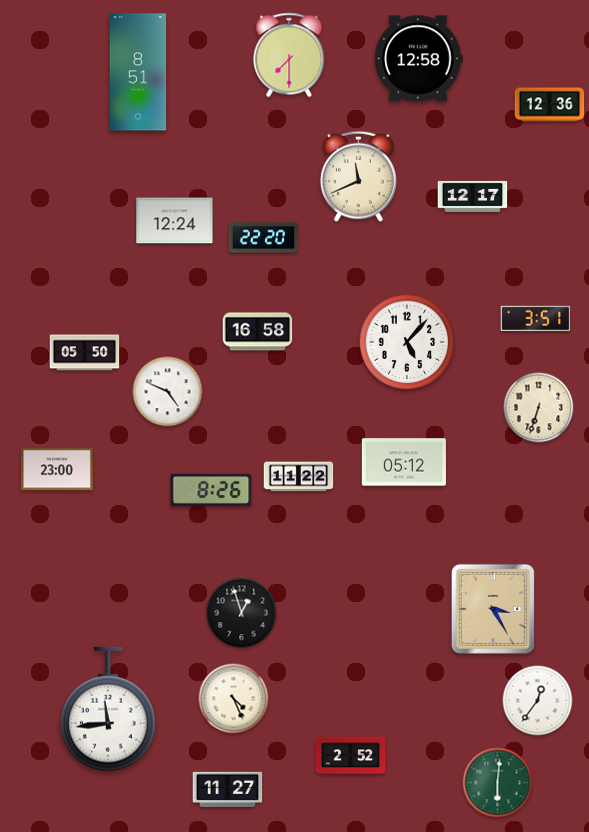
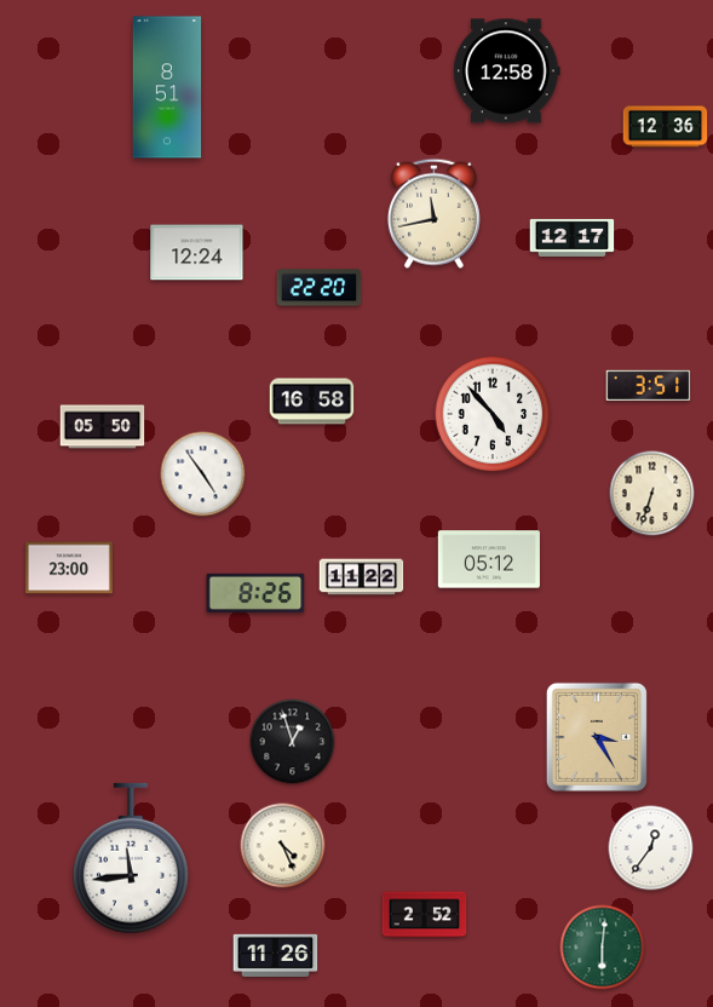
clock at (289, 55): 7:30 -> none
clock at (358, 176): 11:41 -> 11:43
clock at (175, 221) position: (175, 221) -> (197, 253)
clock at (407, 342): 5:07 -> 4:53
clock at (168, 392): 4:49 -> 4:54
clock at (228, 789): 11:27 -> 11:26
